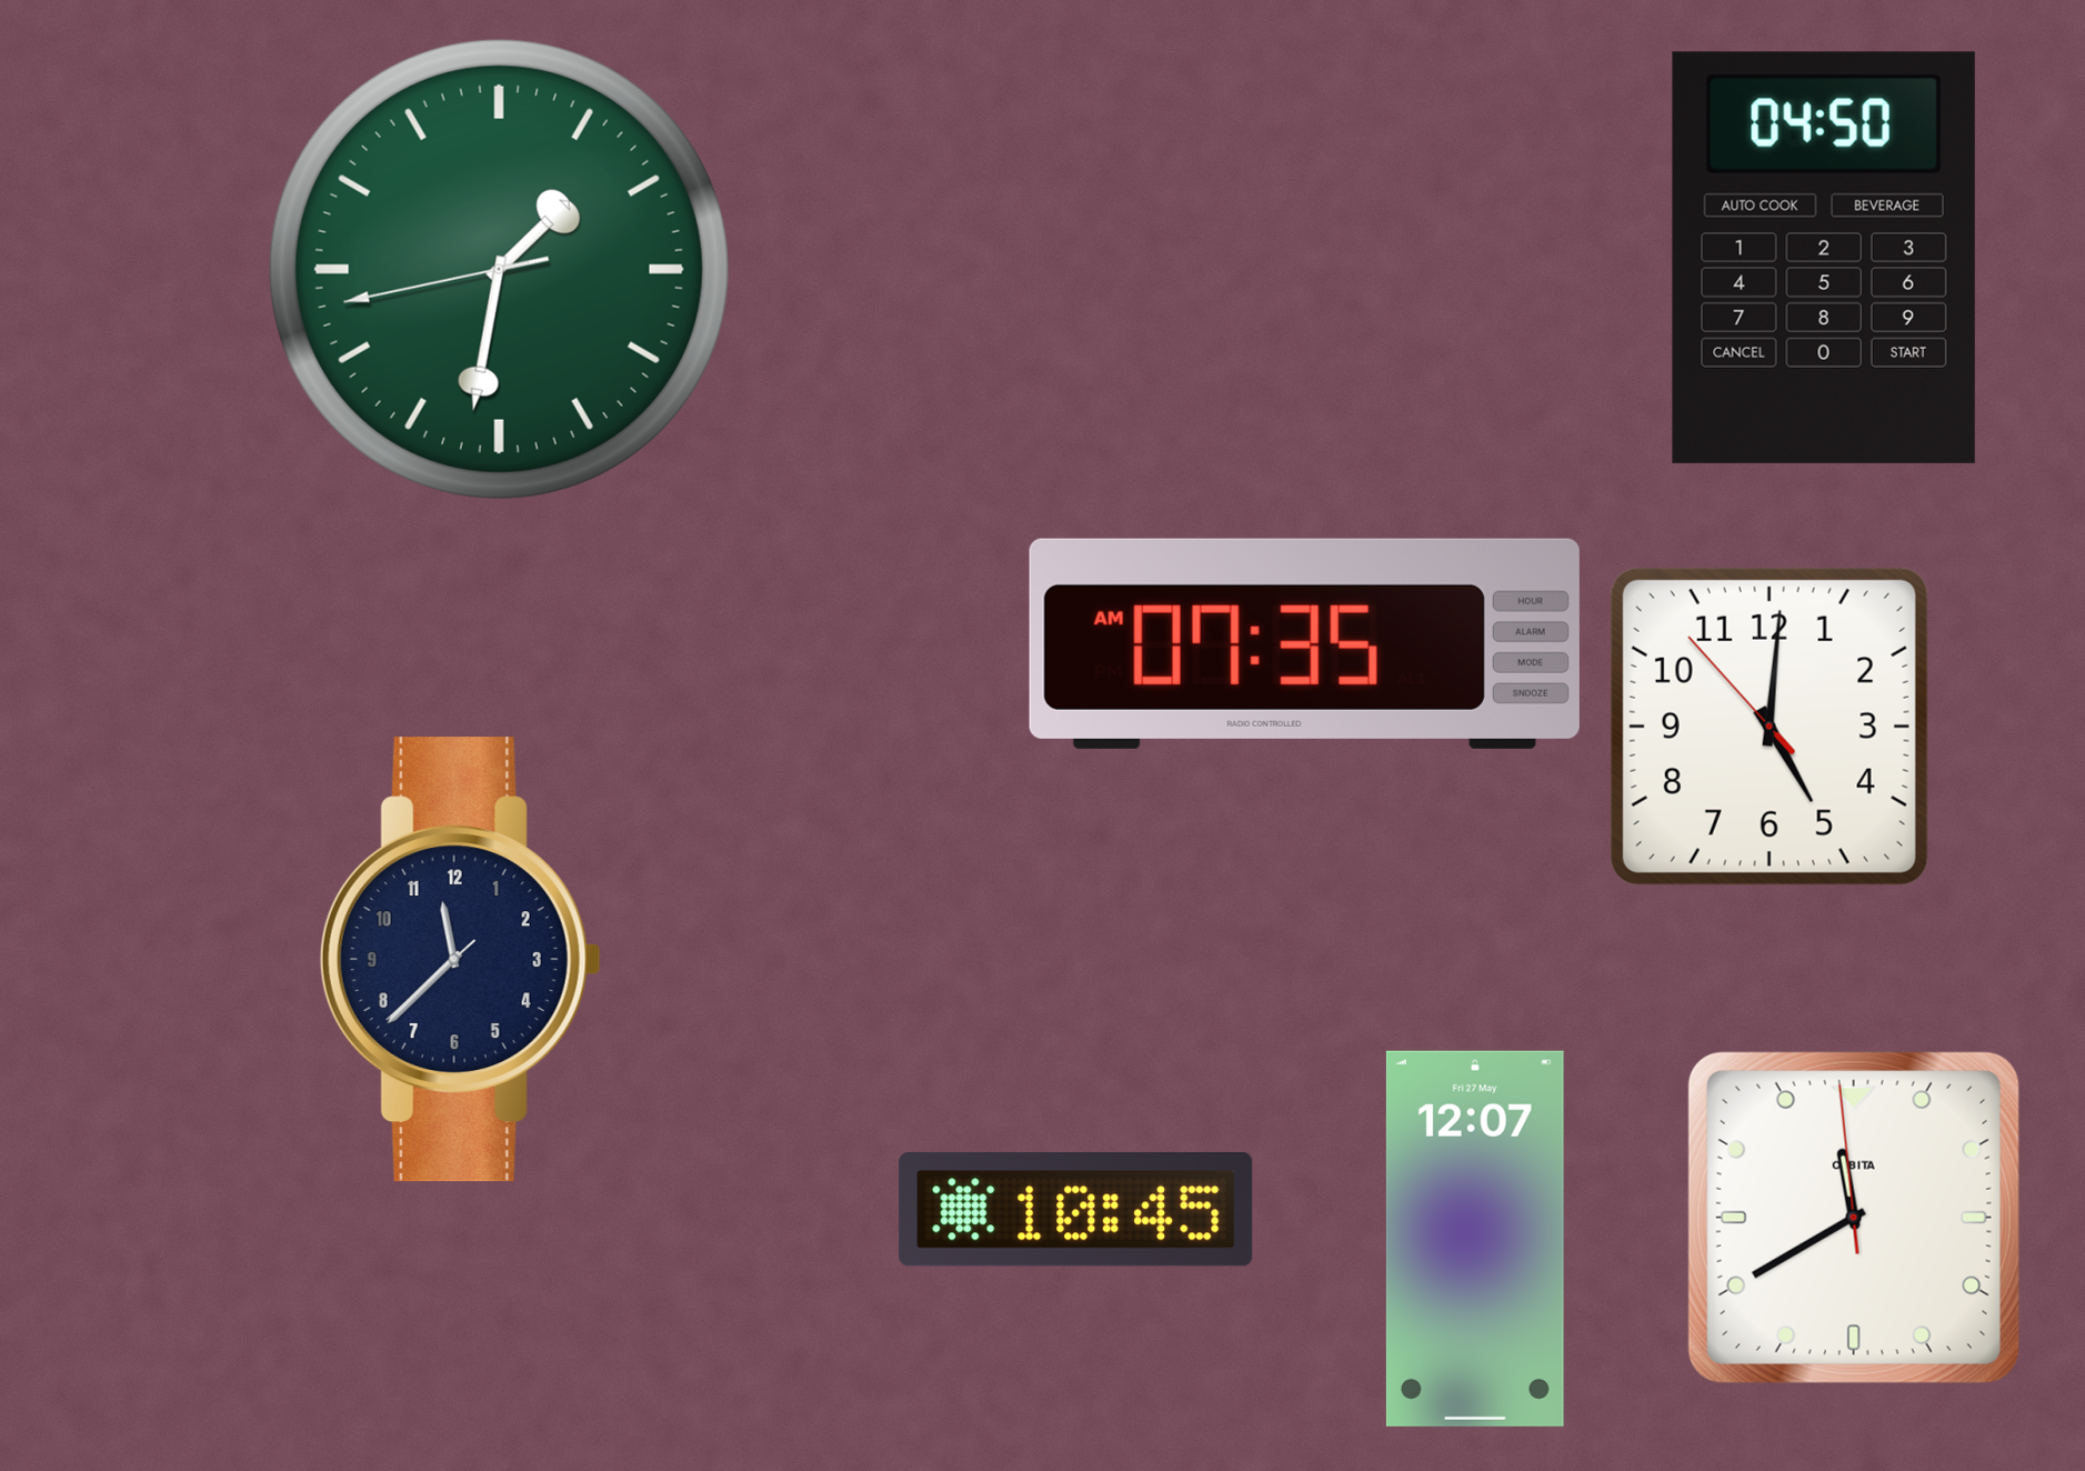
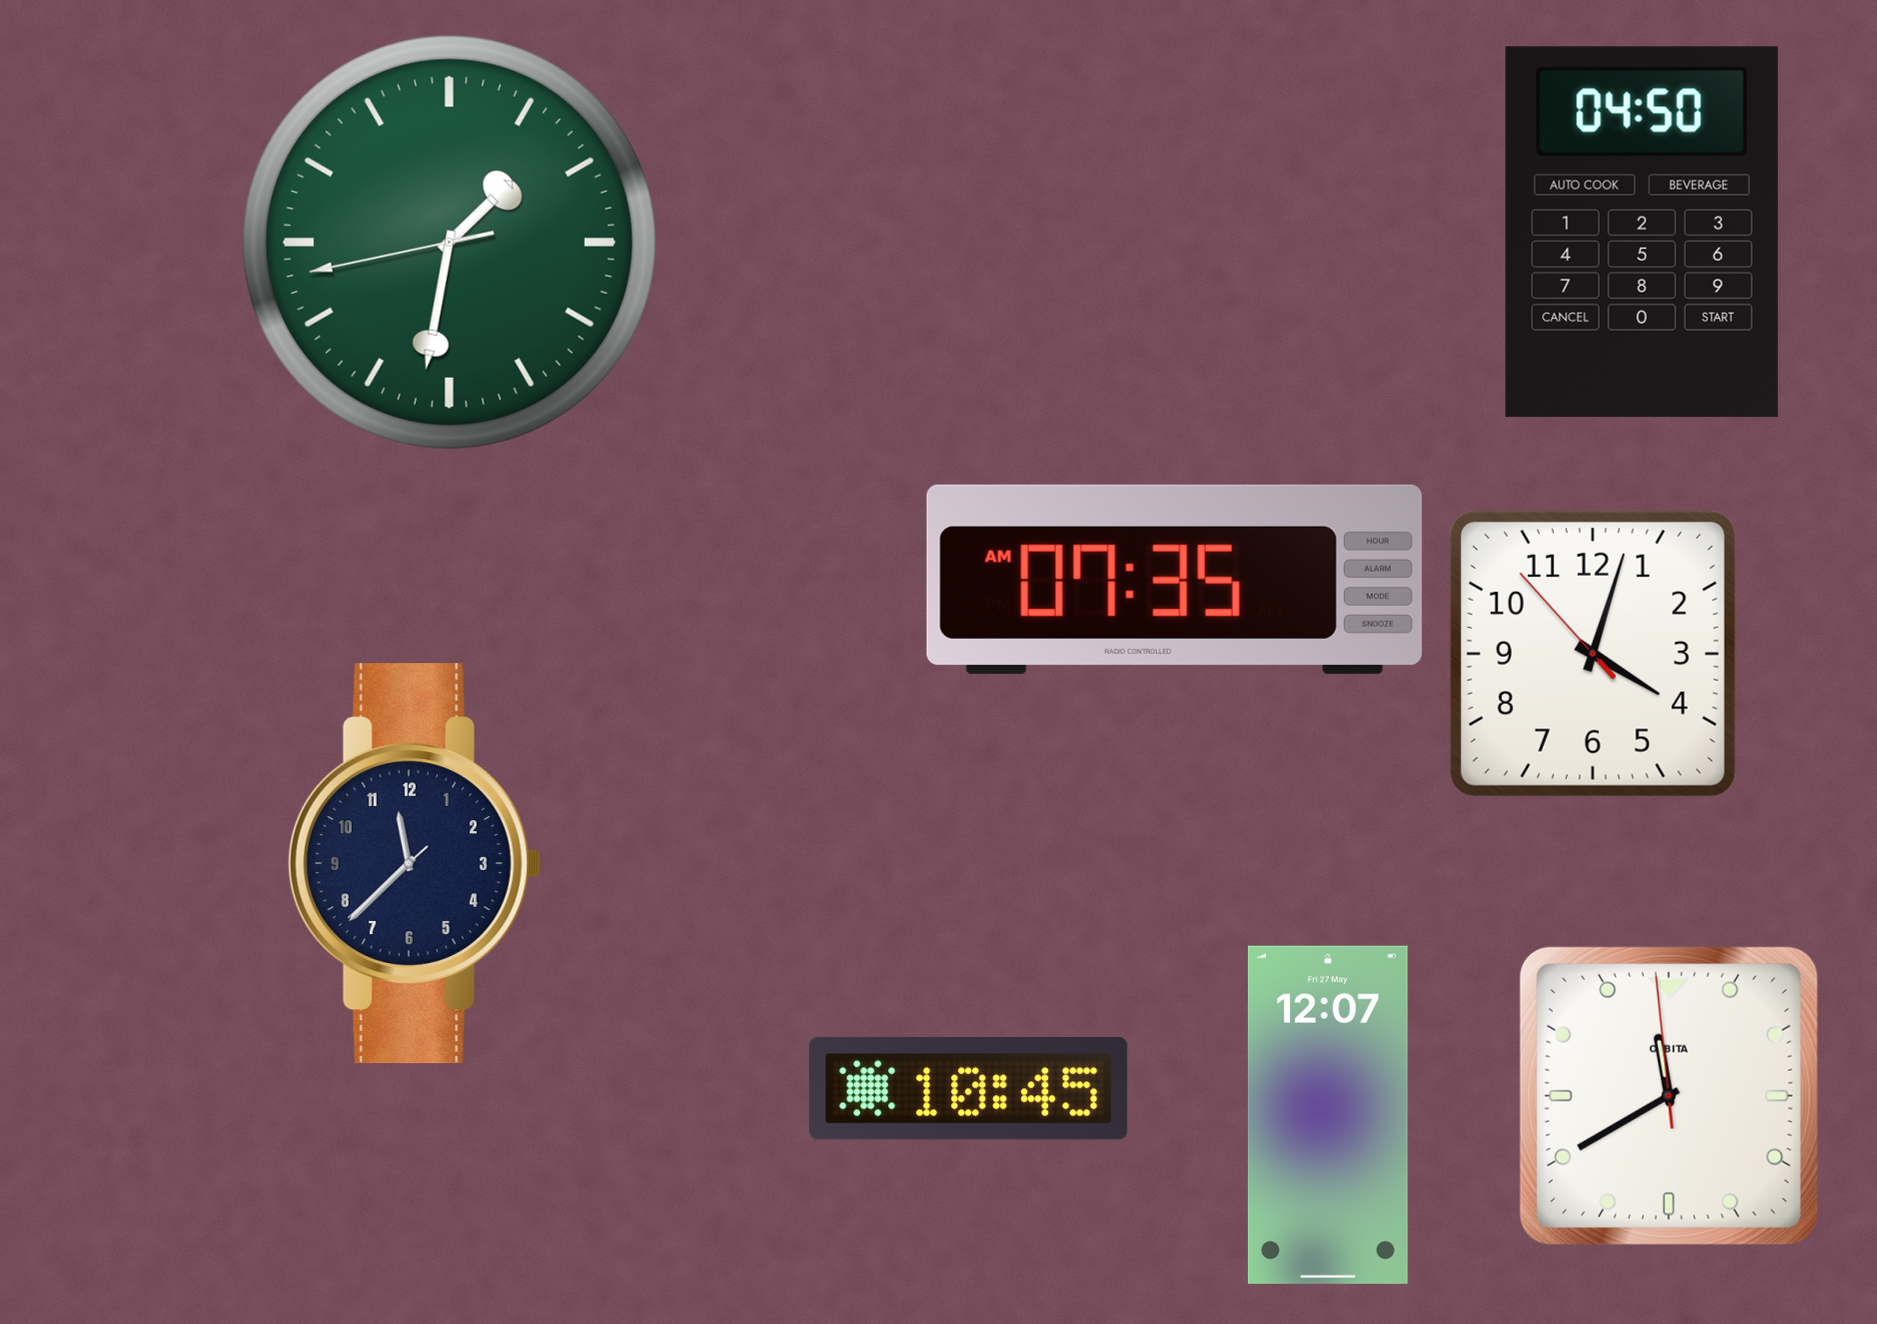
clock at (1770, 727): 5:00 -> 4:02
